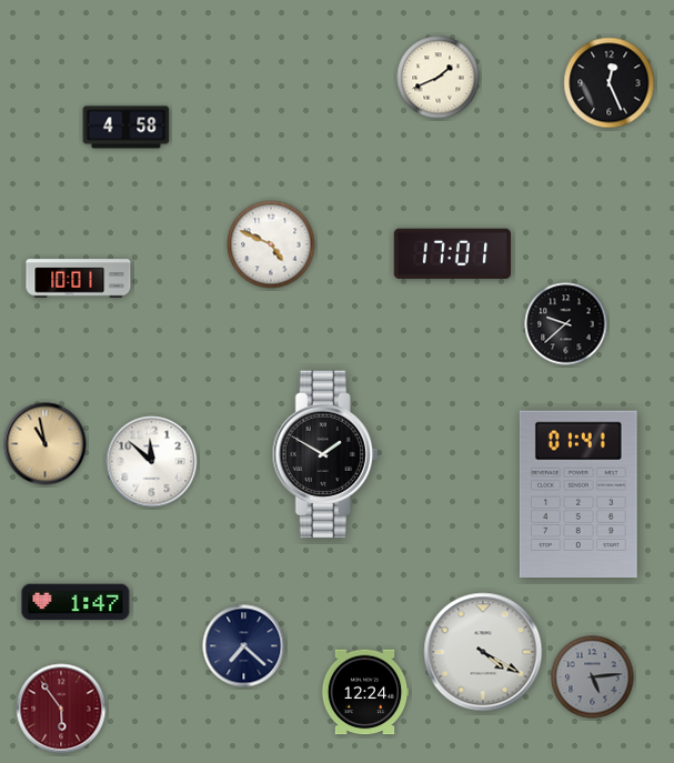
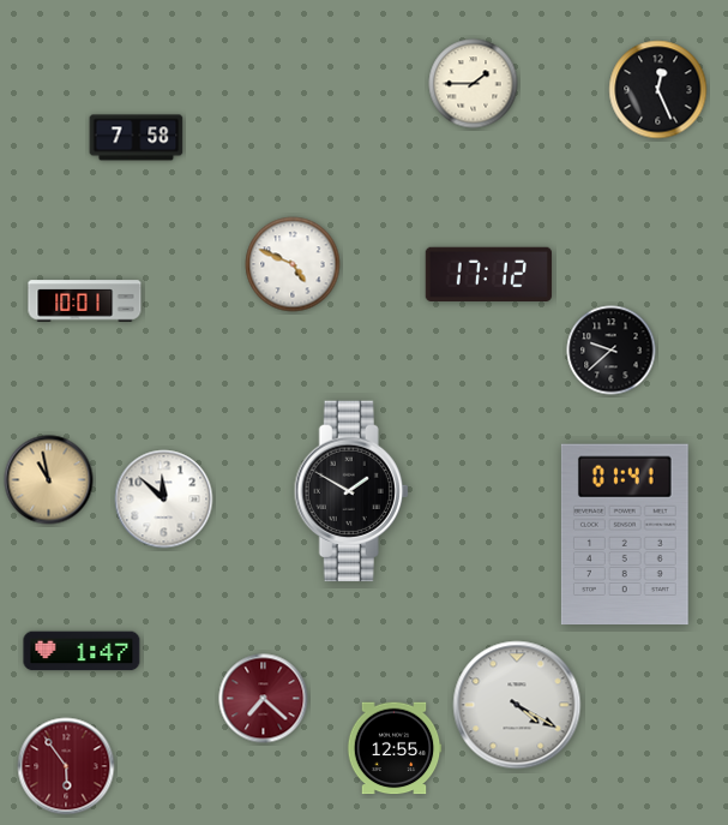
clock at (439, 78): 1:41 -> 1:45
clock at (127, 128): 4:58 -> 7:58
clock at (452, 253): 17:01 -> 17:12
clock at (244, 646) dial: navy -> burgundy
clock at (483, 652) position: (483, 652) -> (517, 705)
clock at (593, 677): 5:14 -> none
clock at (365, 692): 12:24 -> 12:55
